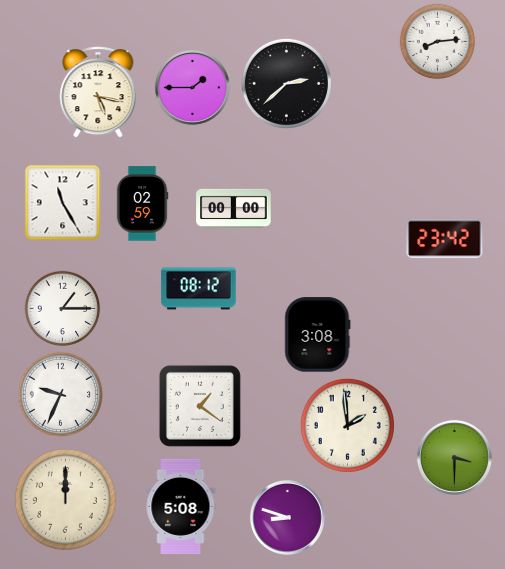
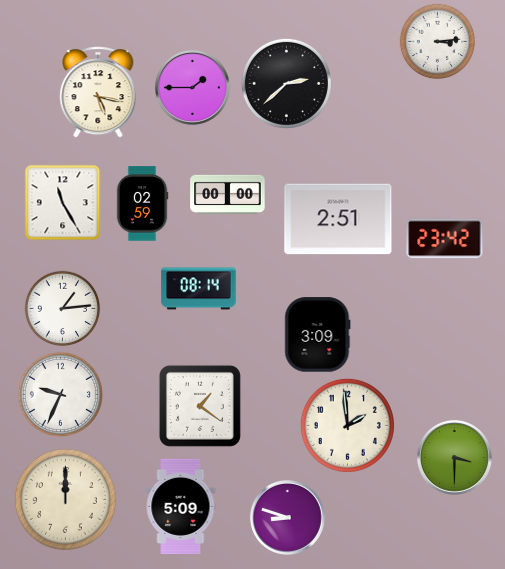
clock at (438, 42): 8:14 -> 3:14
clock at (234, 208) position: (234, 208) -> (228, 194)
clock at (338, 219): none -> 2:51
clock at (199, 289): 08:12 -> 08:14
clock at (63, 309): 1:15 -> 1:14
clock at (318, 335): 3:08 -> 3:09
clock at (181, 506): 5:08 -> 5:09
